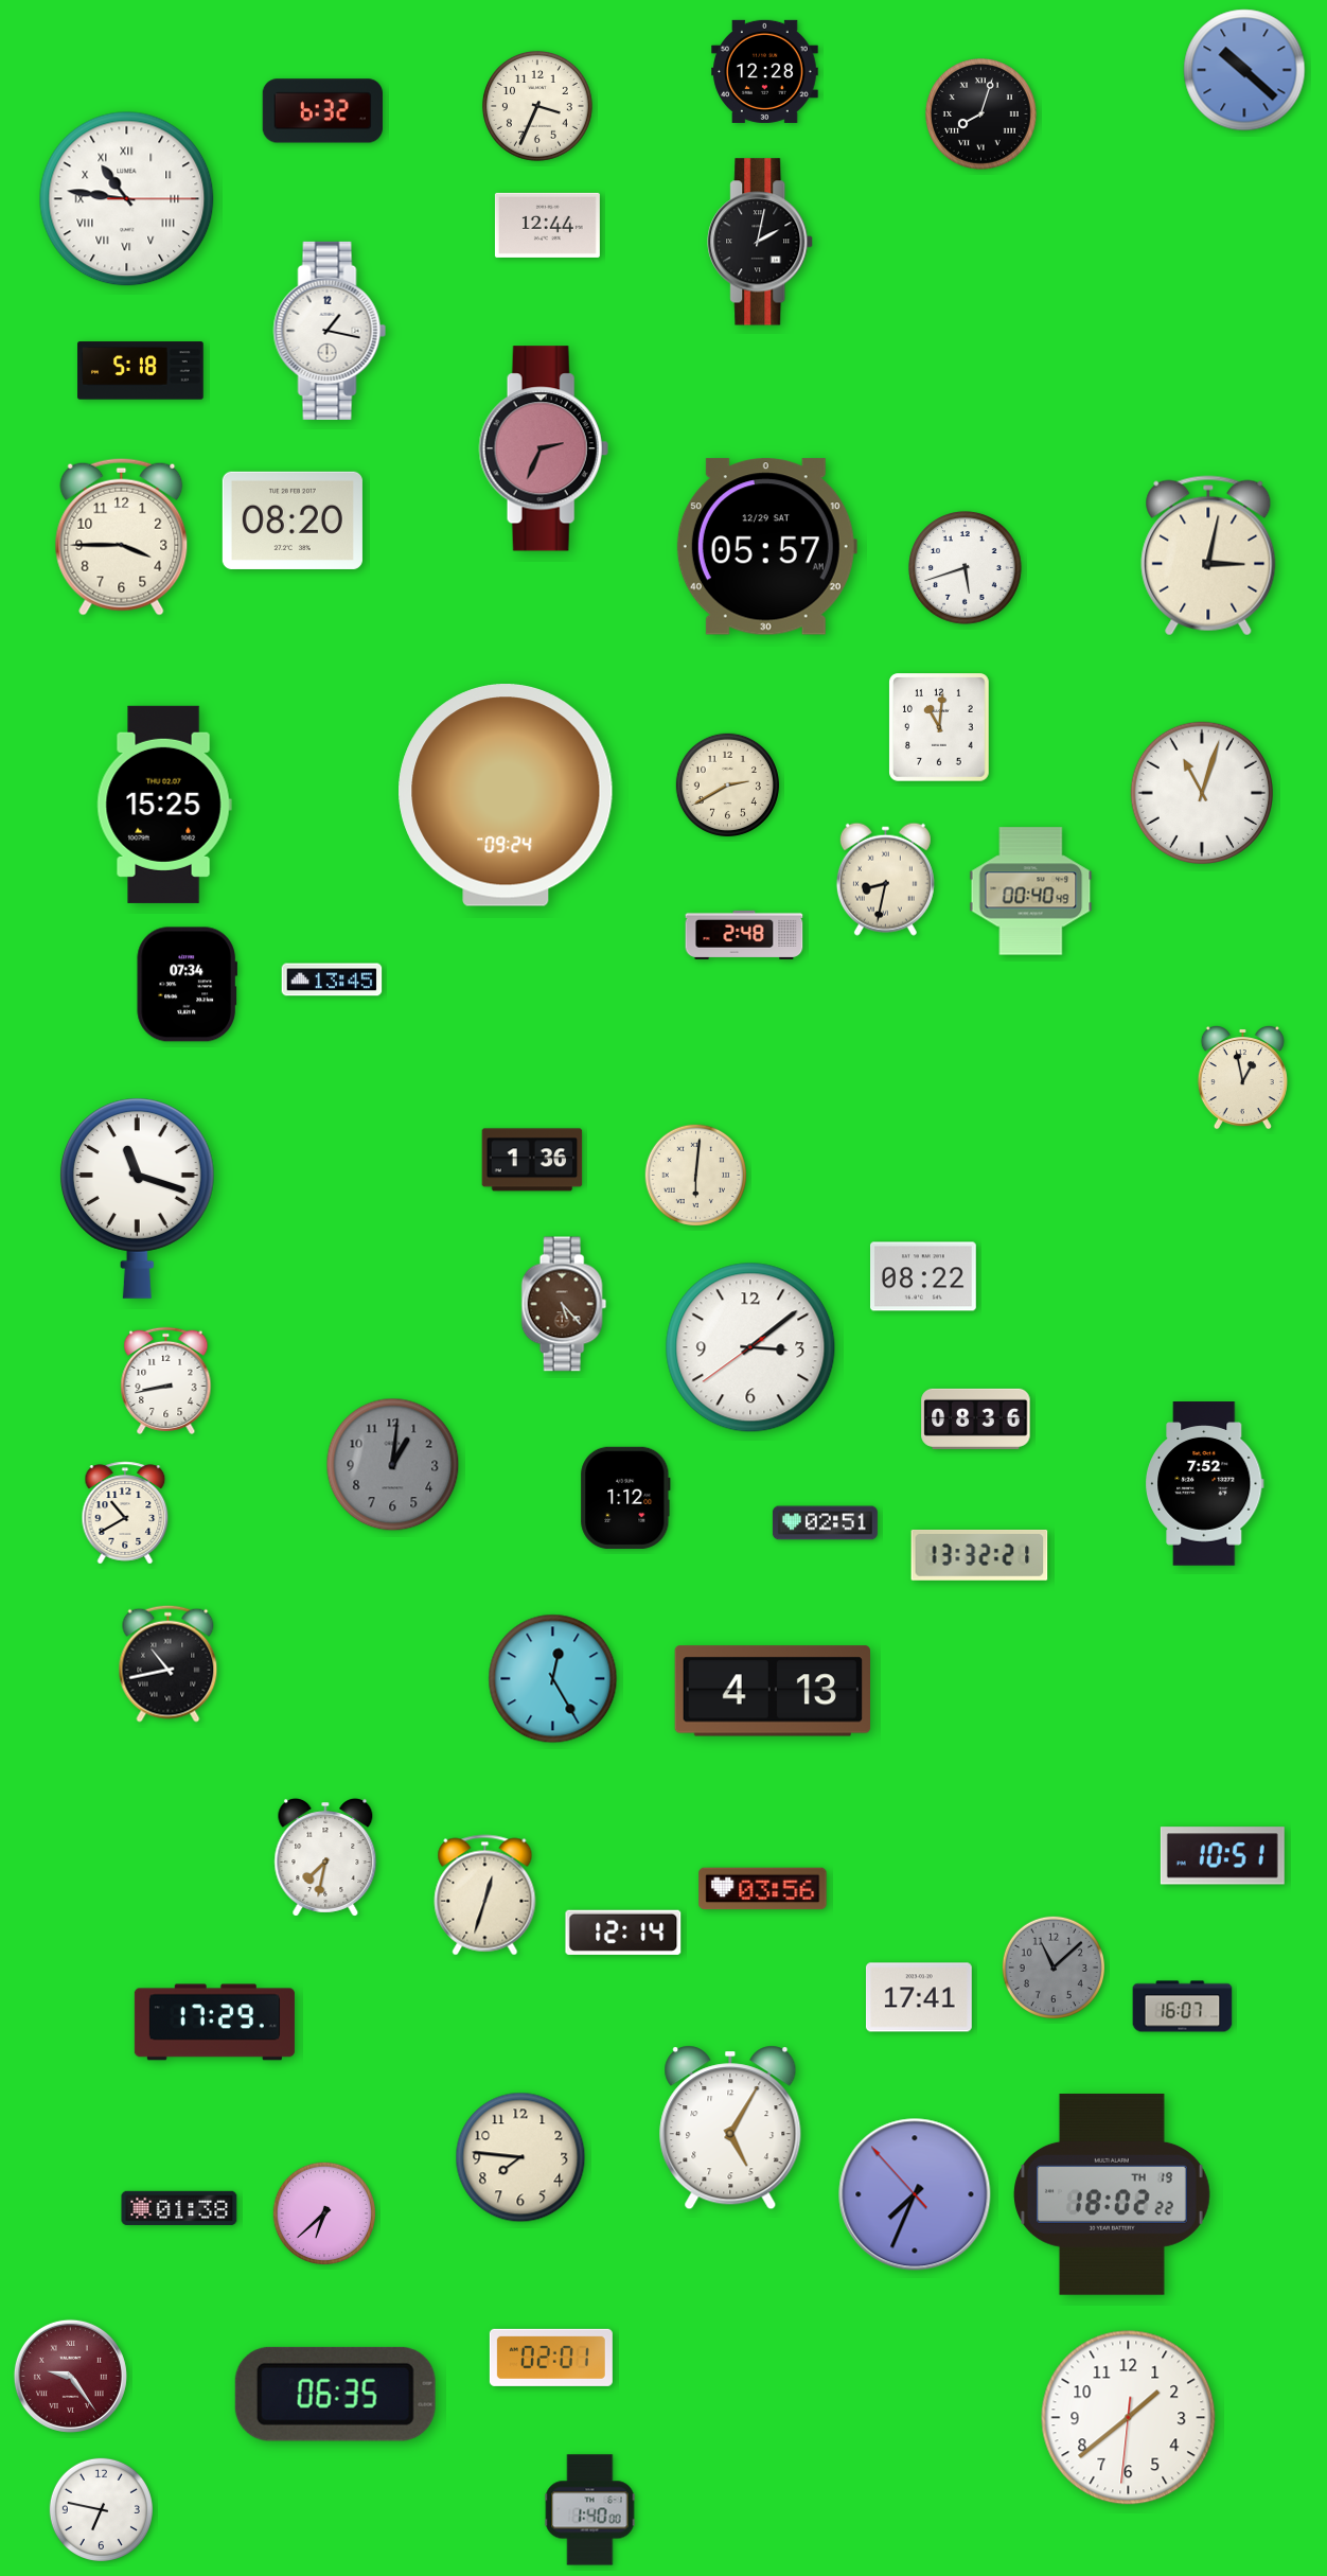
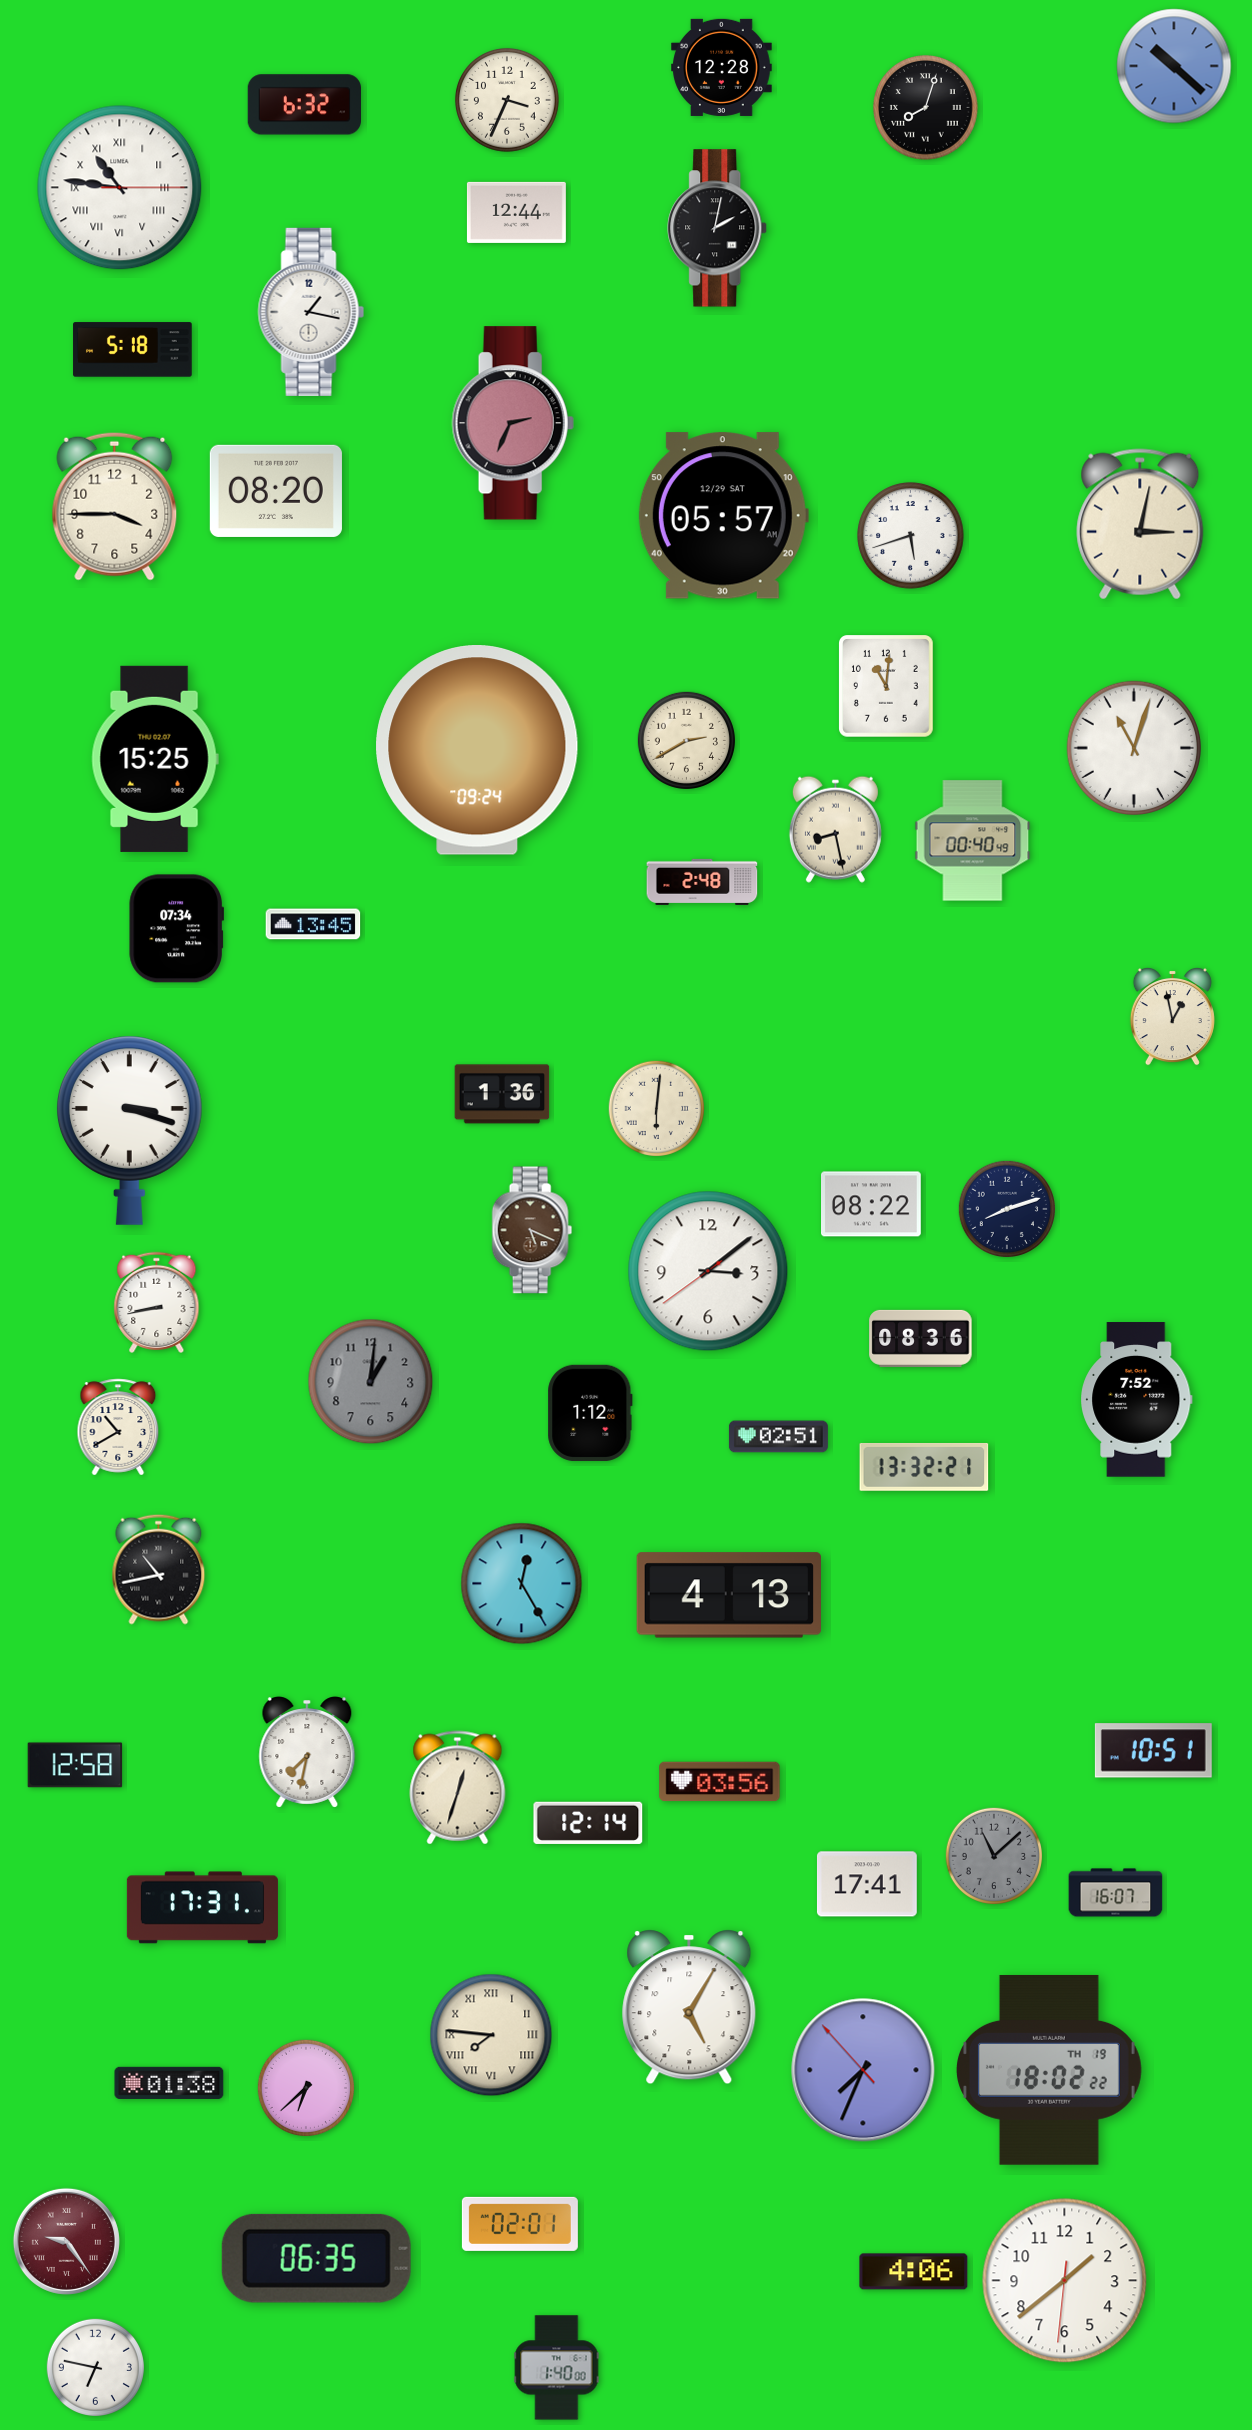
clock at (885, 879): 8:32 -> 8:28
clock at (137, 1198): 11:18 -> 3:18
clock at (1006, 1208): none -> 8:12
clock at (564, 1304): 5:23 -> 5:19
clock at (75, 1765): none -> 12:58
clock at (214, 2023): 17:29 -> 17:31
clock at (520, 2157) numerals: Arabic -> Roman
clock at (914, 2272): none -> 4:06
